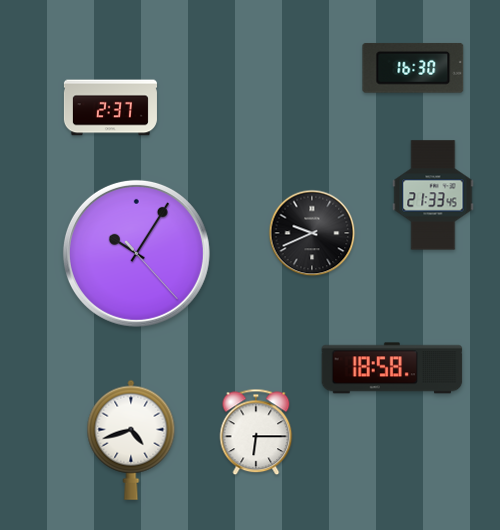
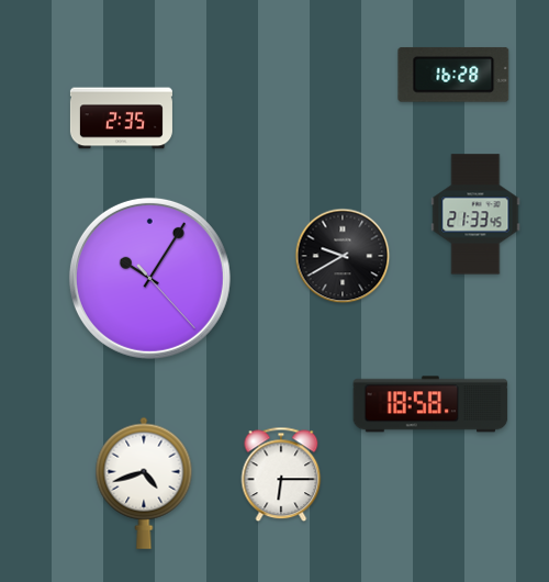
clock at (413, 68): 16:30 -> 16:28
clock at (110, 108): 2:37 -> 2:35
clock at (312, 233): 9:41 -> 9:40
